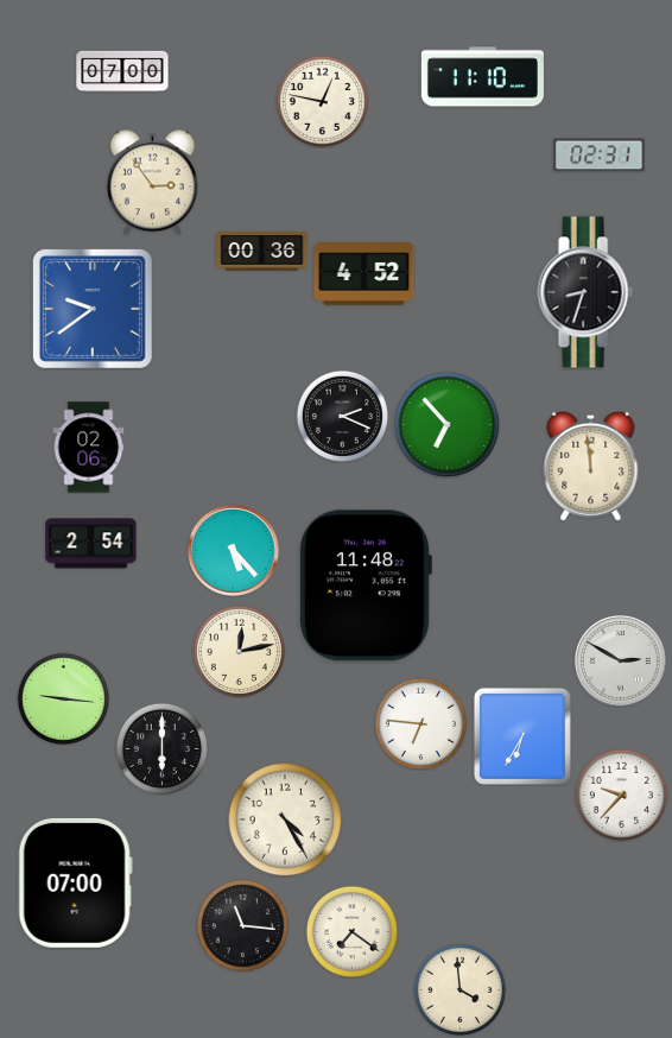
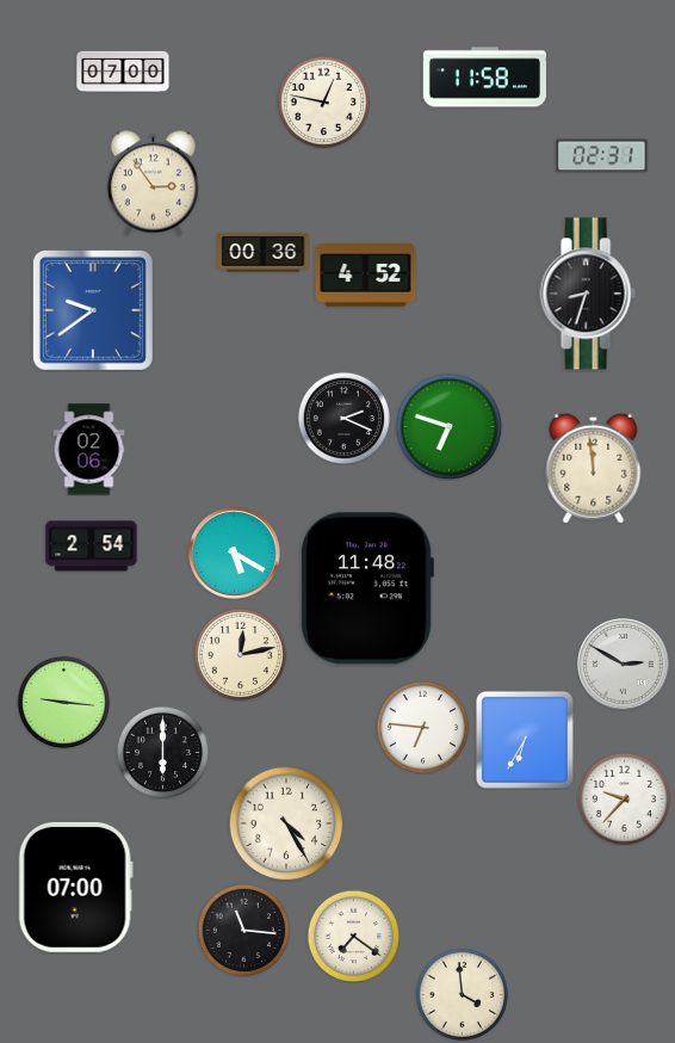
clock at (482, 77): 11:10 -> 11:58
clock at (446, 424): 6:53 -> 6:48
clock at (234, 551): 5:23 -> 5:20
